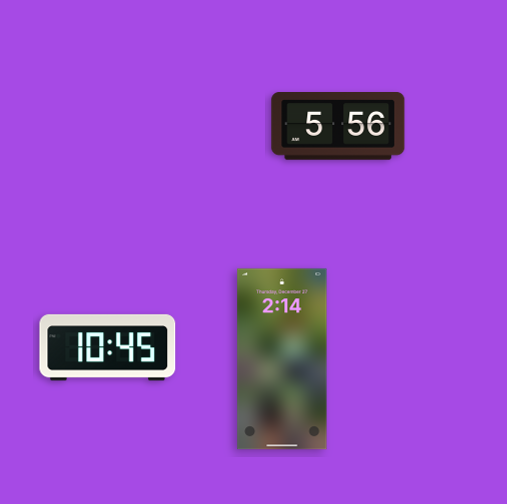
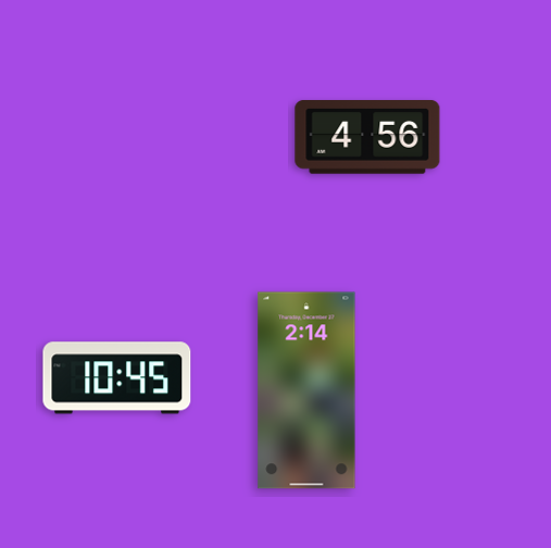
clock at (338, 126): 5:56 -> 4:56
